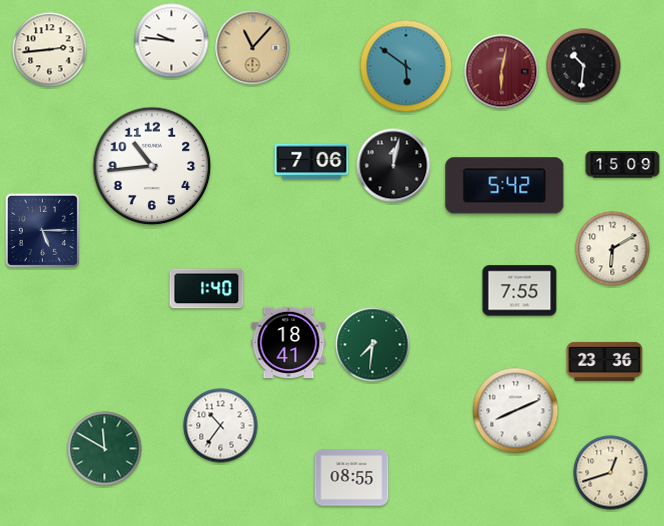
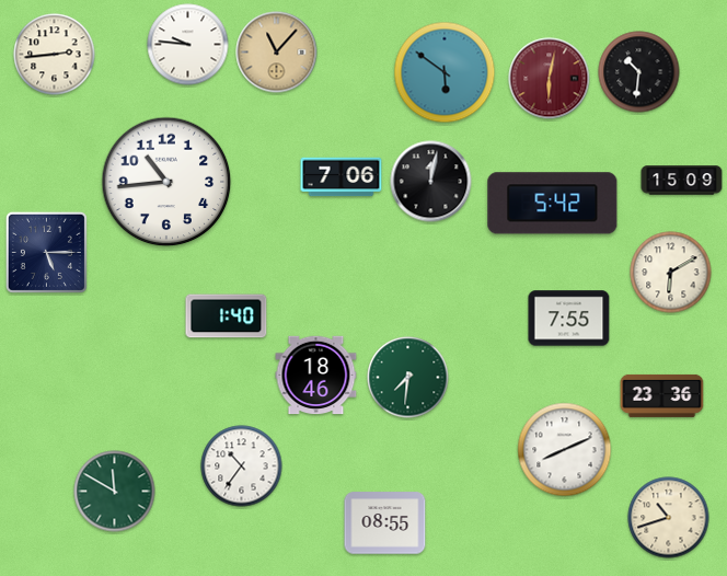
clock at (289, 343): 18:41 -> 18:46
clock at (611, 473): 12:42 -> 10:42
